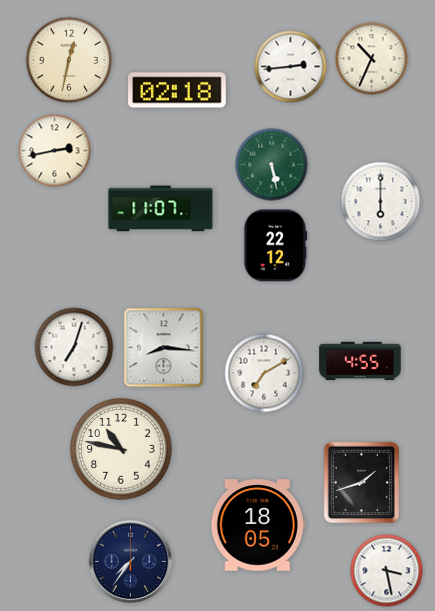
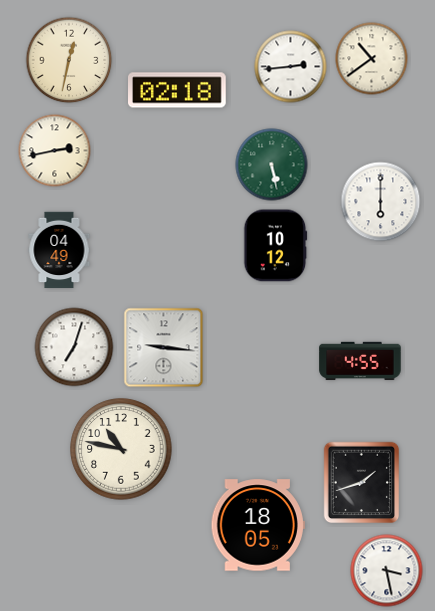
clock at (372, 59): 10:34 -> 10:39
clock at (161, 209): 11:07 -> none
clock at (276, 246): 22:12 -> 10:12
clock at (59, 250): none -> 04:49
clock at (164, 348): 8:16 -> 9:16
clock at (264, 373): 7:10 -> none
clock at (131, 562): 7:36 -> none
